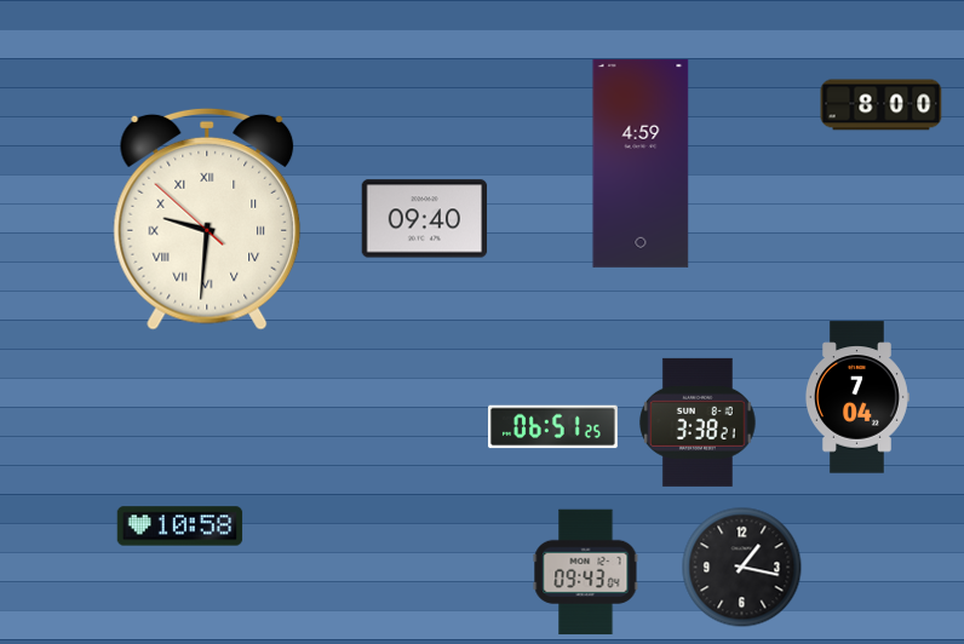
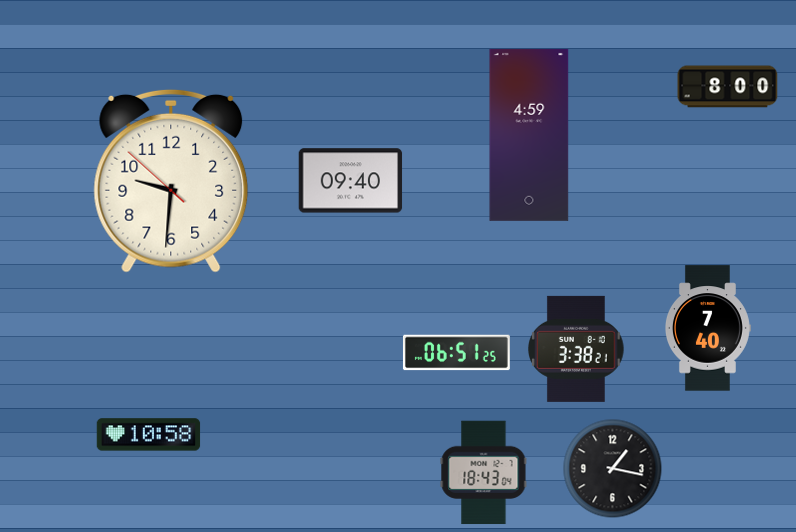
clock at (207, 219) numerals: Roman -> Arabic
clock at (857, 397): 7:04 -> 7:40
clock at (586, 573): 09:43 -> 18:43
